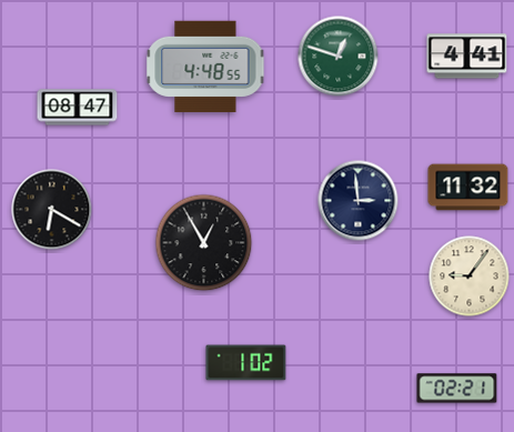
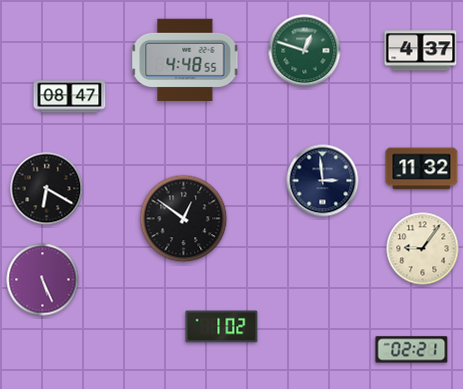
clock at (467, 57): 4:41 -> 4:37
clock at (204, 243): 12:55 -> 12:51
clock at (43, 280): none -> 5:26
